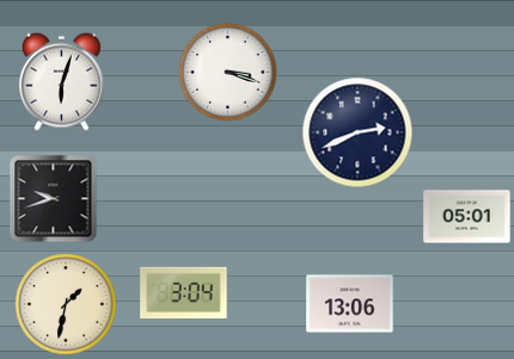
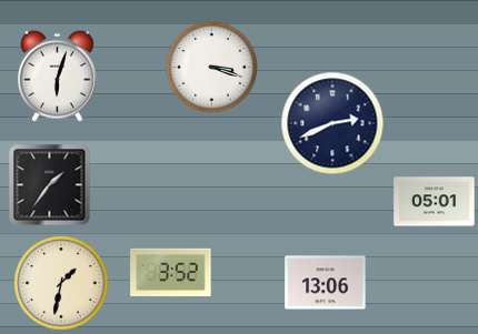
clock at (54, 199): 9:42 -> 1:36
clock at (184, 292): 3:04 -> 3:52
